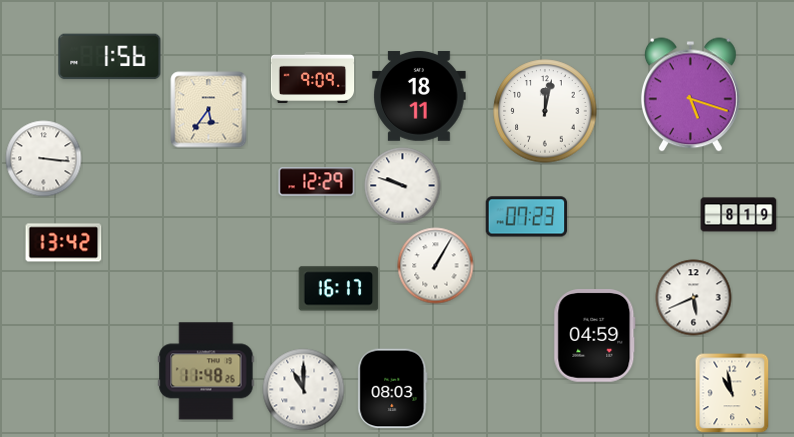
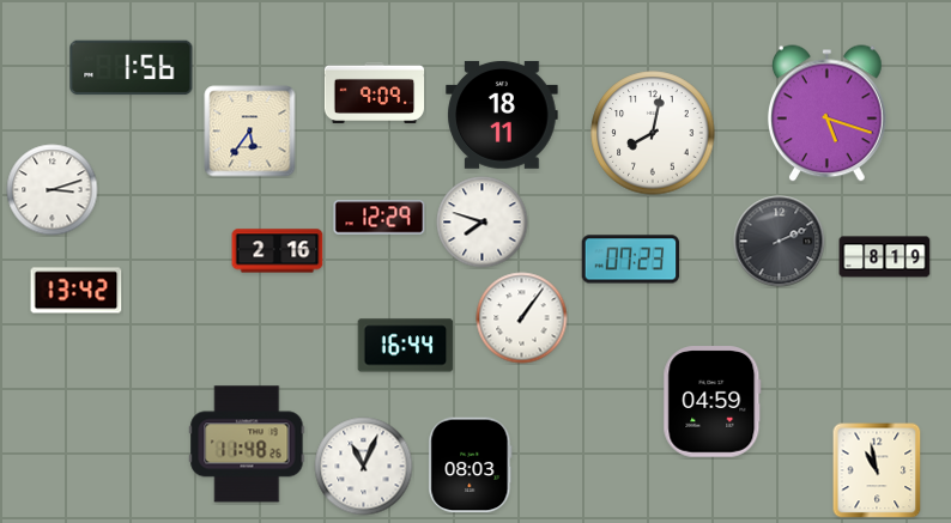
clock at (545, 111): 12:02 -> 8:02
clock at (44, 159): 3:16 -> 3:12
clock at (403, 186): 9:48 -> 7:48
clock at (780, 242): none -> 2:11
clock at (278, 251): none -> 2:16
clock at (436, 266): 1:05 -> 1:06
clock at (339, 289): 16:17 -> 16:44
clock at (694, 298): 5:41 -> none
clock at (304, 390): 11:00 -> 11:04
